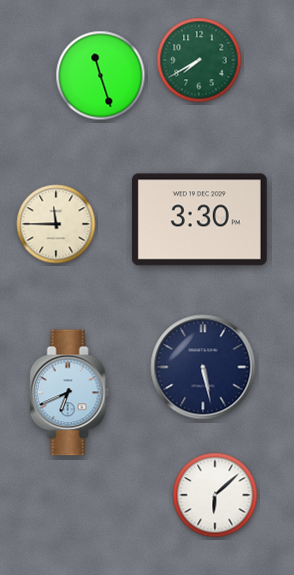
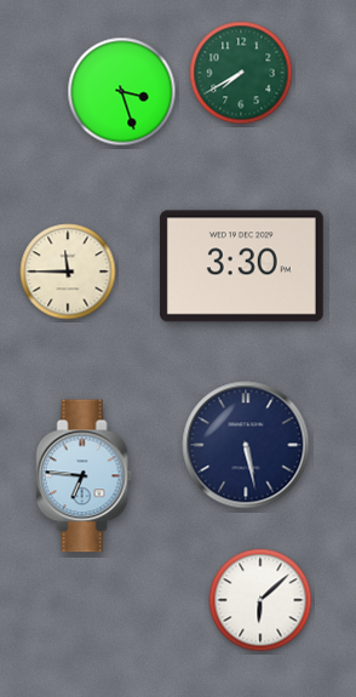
clock at (101, 76): 11:27 -> 3:27
clock at (70, 393): 6:41 -> 6:46
